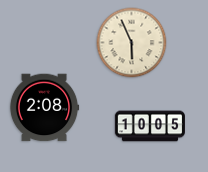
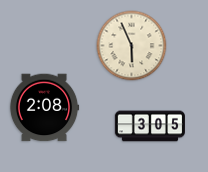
clock at (132, 43) position: (132, 43) -> (132, 46)
clock at (149, 126): 10:05 -> 3:05
